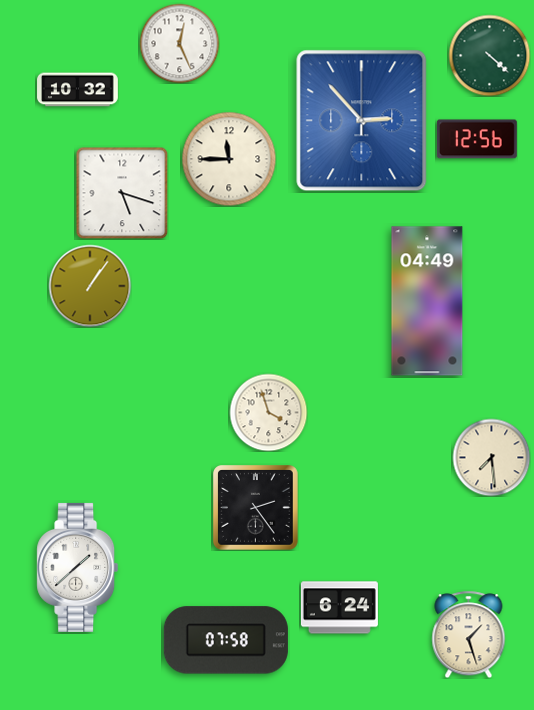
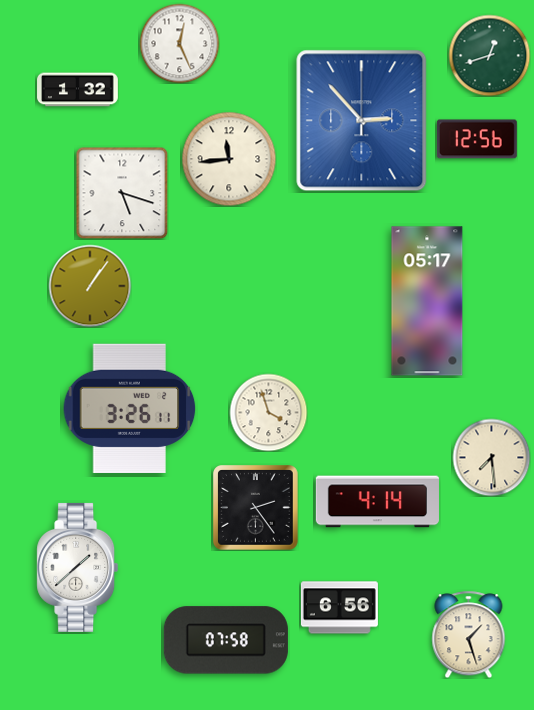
clock at (489, 55): 4:22 -> 12:42
clock at (78, 90): 10:32 -> 1:32
clock at (229, 159): 11:45 -> 11:44
clock at (427, 301): 04:49 -> 05:17
clock at (130, 408): none -> 3:26
clock at (377, 502): none -> 4:14
clock at (339, 608): 6:24 -> 6:56
